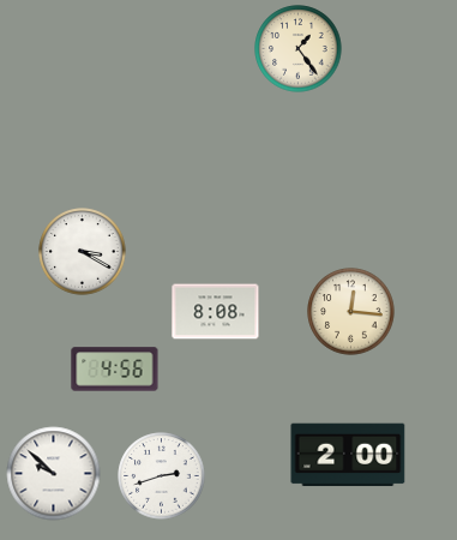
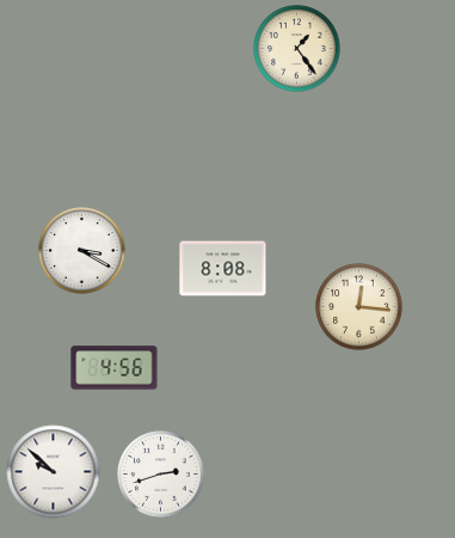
clock at (216, 312) position: (216, 312) -> (223, 269)
clock at (351, 312) position: (351, 312) -> (359, 307)
clock at (348, 455): 2:00 -> none
